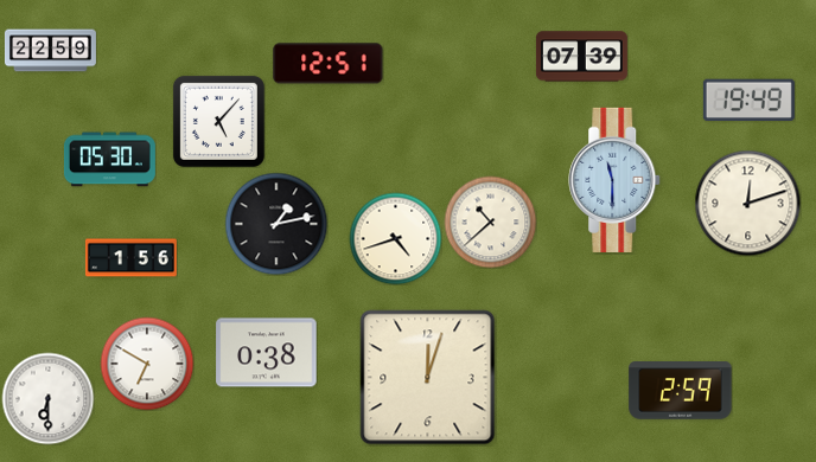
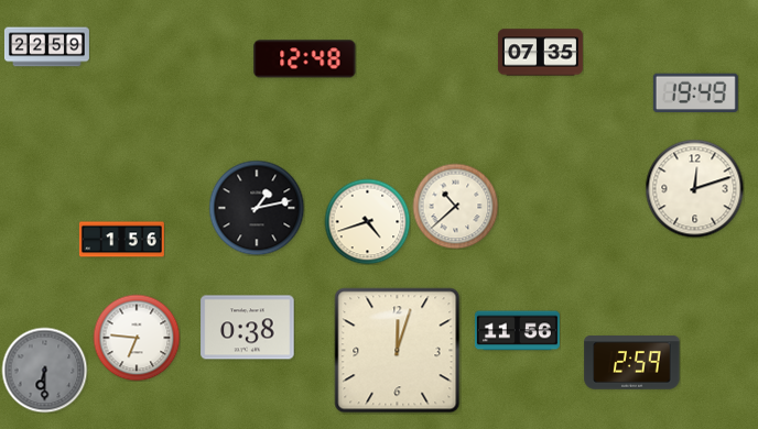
clock at (581, 57): 07:39 -> 07:35
clock at (329, 64): 12:51 -> 12:48
clock at (218, 121): 5:07 -> none
clock at (109, 160): 05:30 -> none
clock at (616, 180): 11:30 -> none
clock at (517, 331): none -> 11:56
clock at (147, 364): 6:50 -> 6:46
clock at (47, 398) dial: white -> grey
